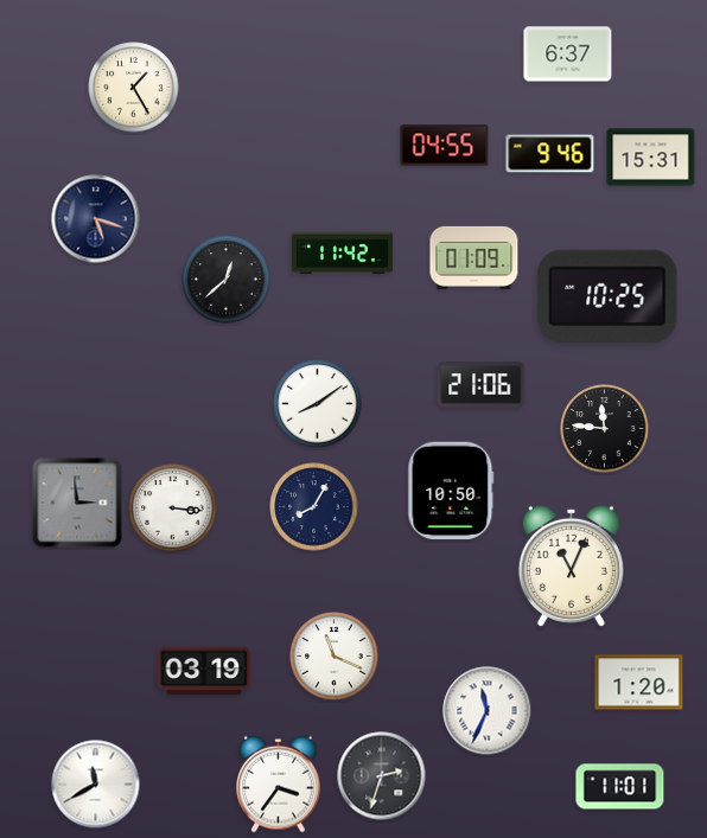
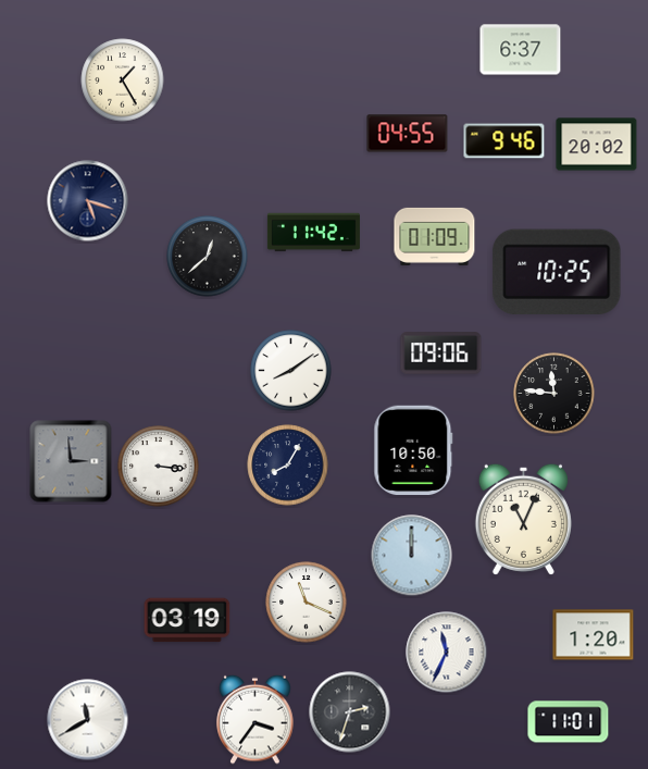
clock at (651, 158): 15:31 -> 20:02
clock at (482, 385): 21:06 -> 09:06
clock at (412, 556): none -> 12:00
clock at (204, 671) position: (204, 671) -> (187, 620)
clock at (639, 683) position: (639, 683) -> (594, 635)
